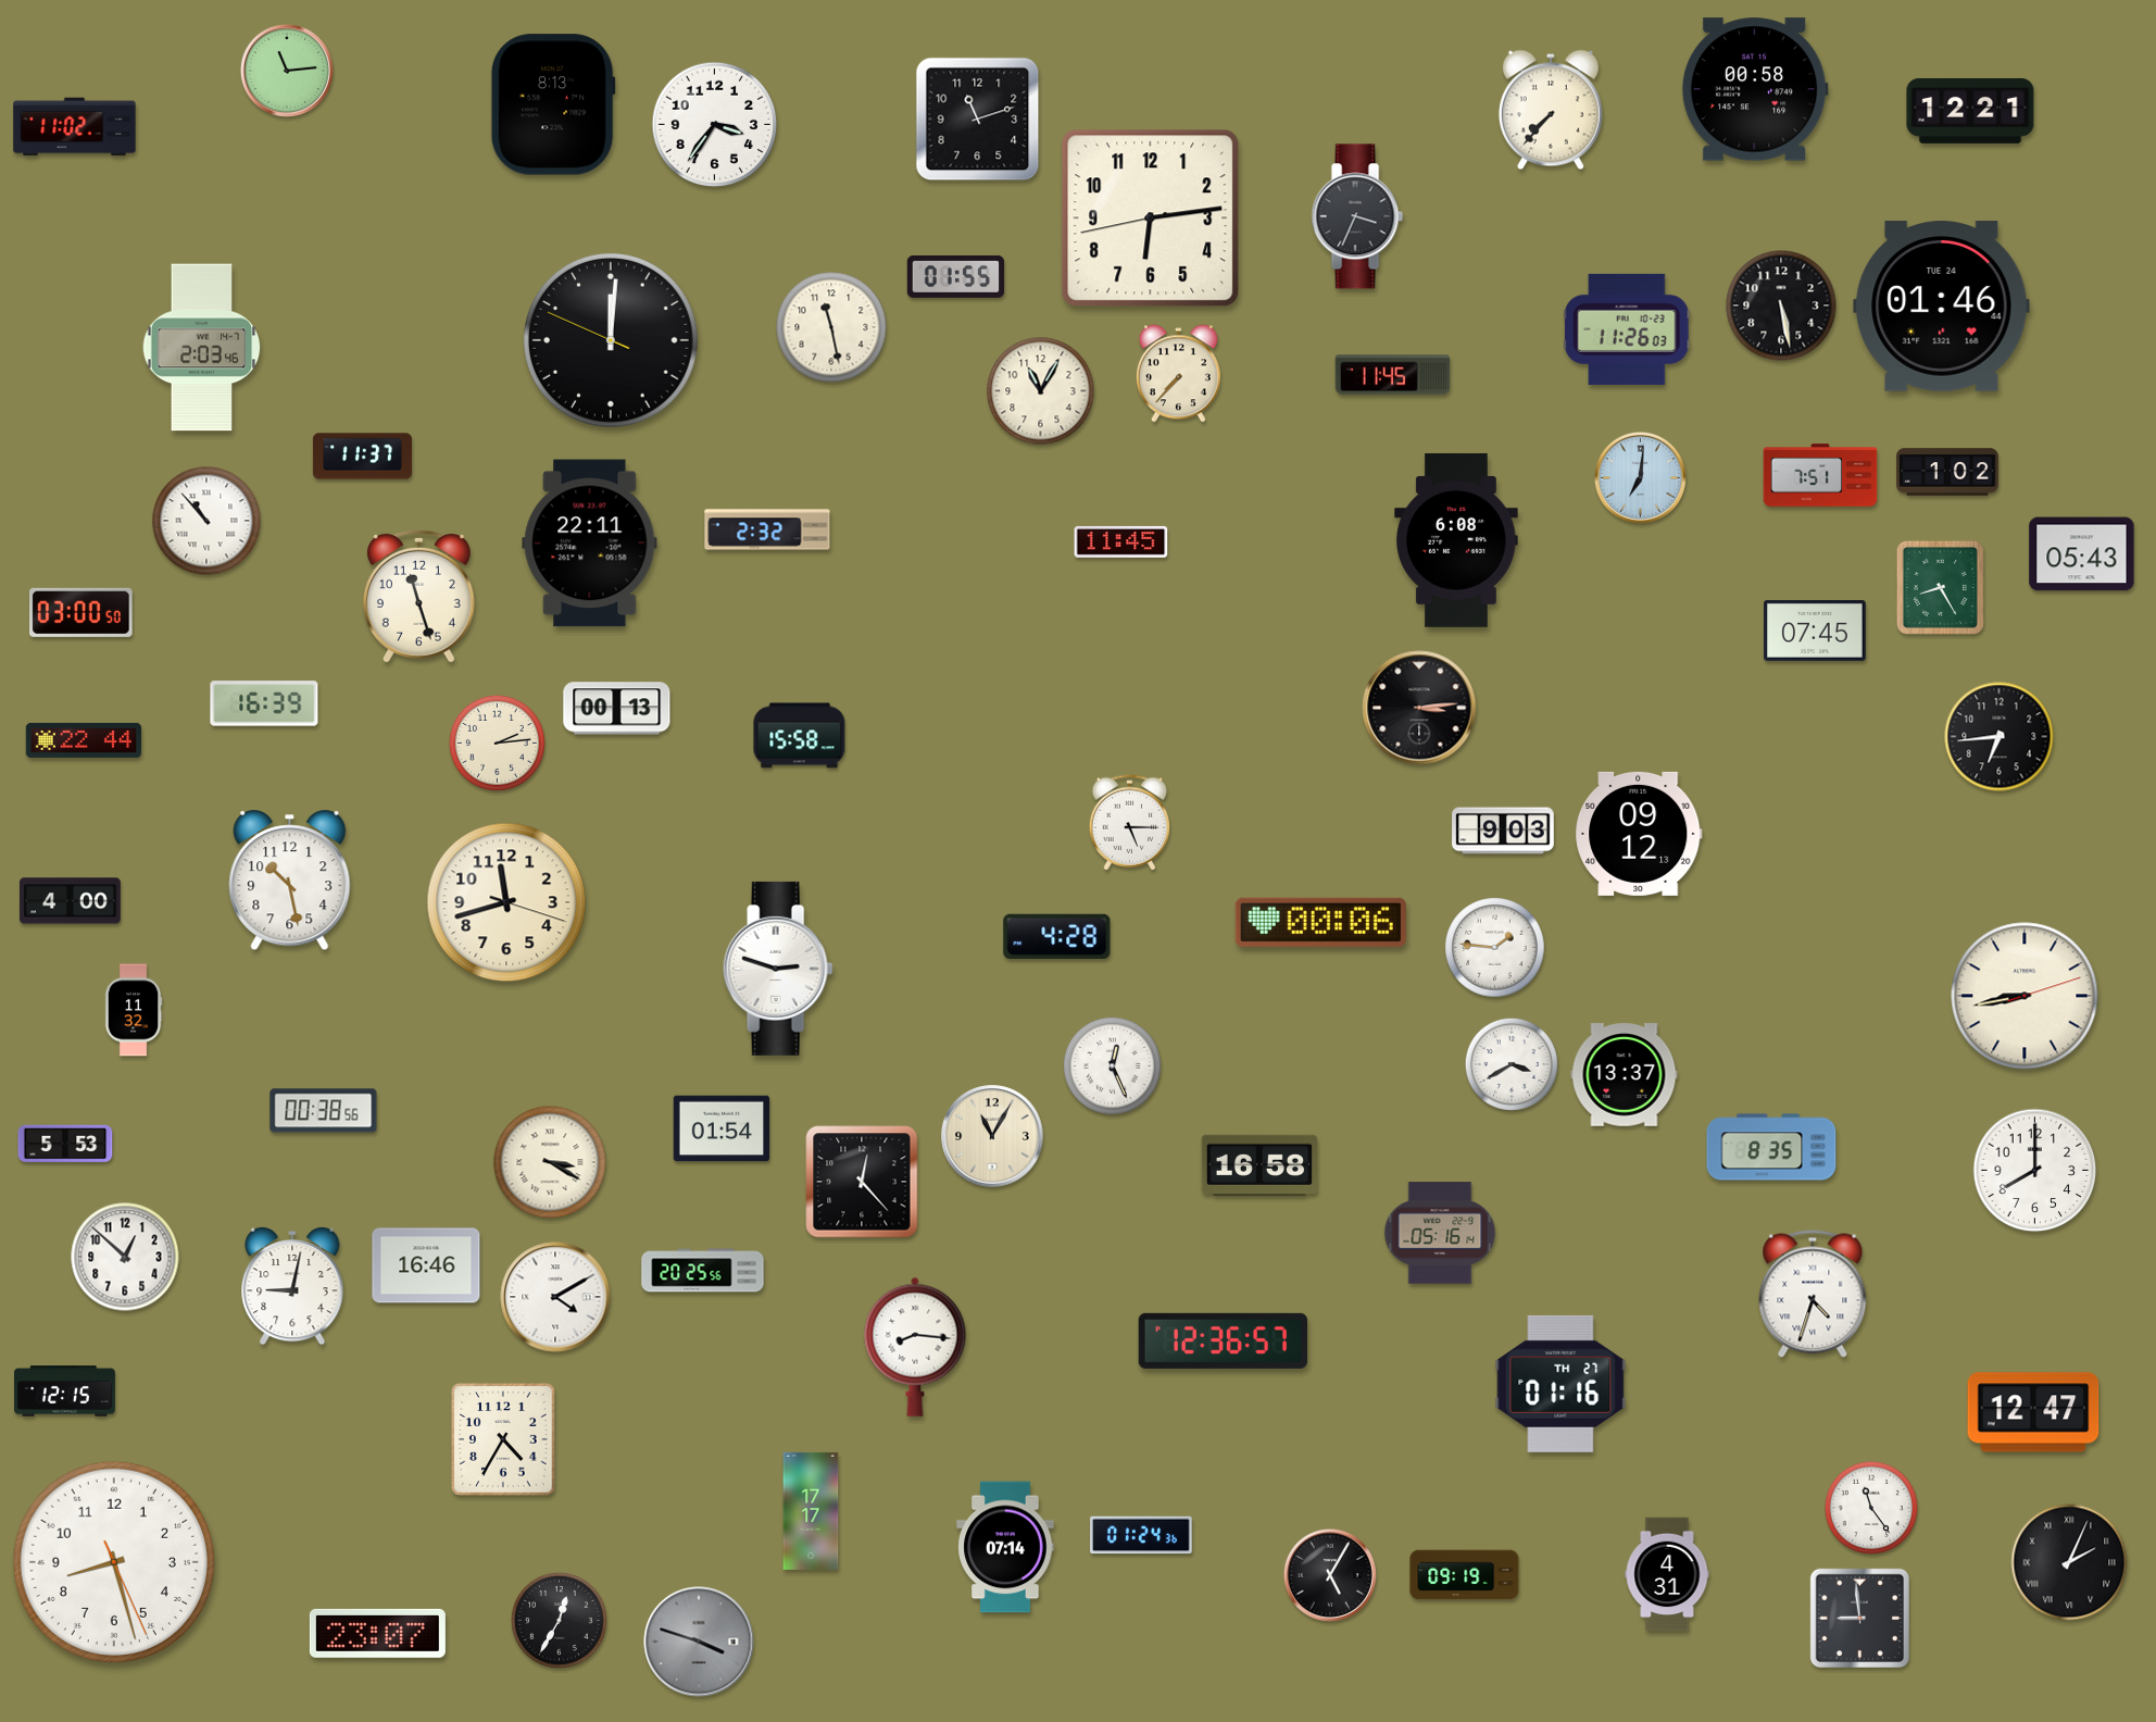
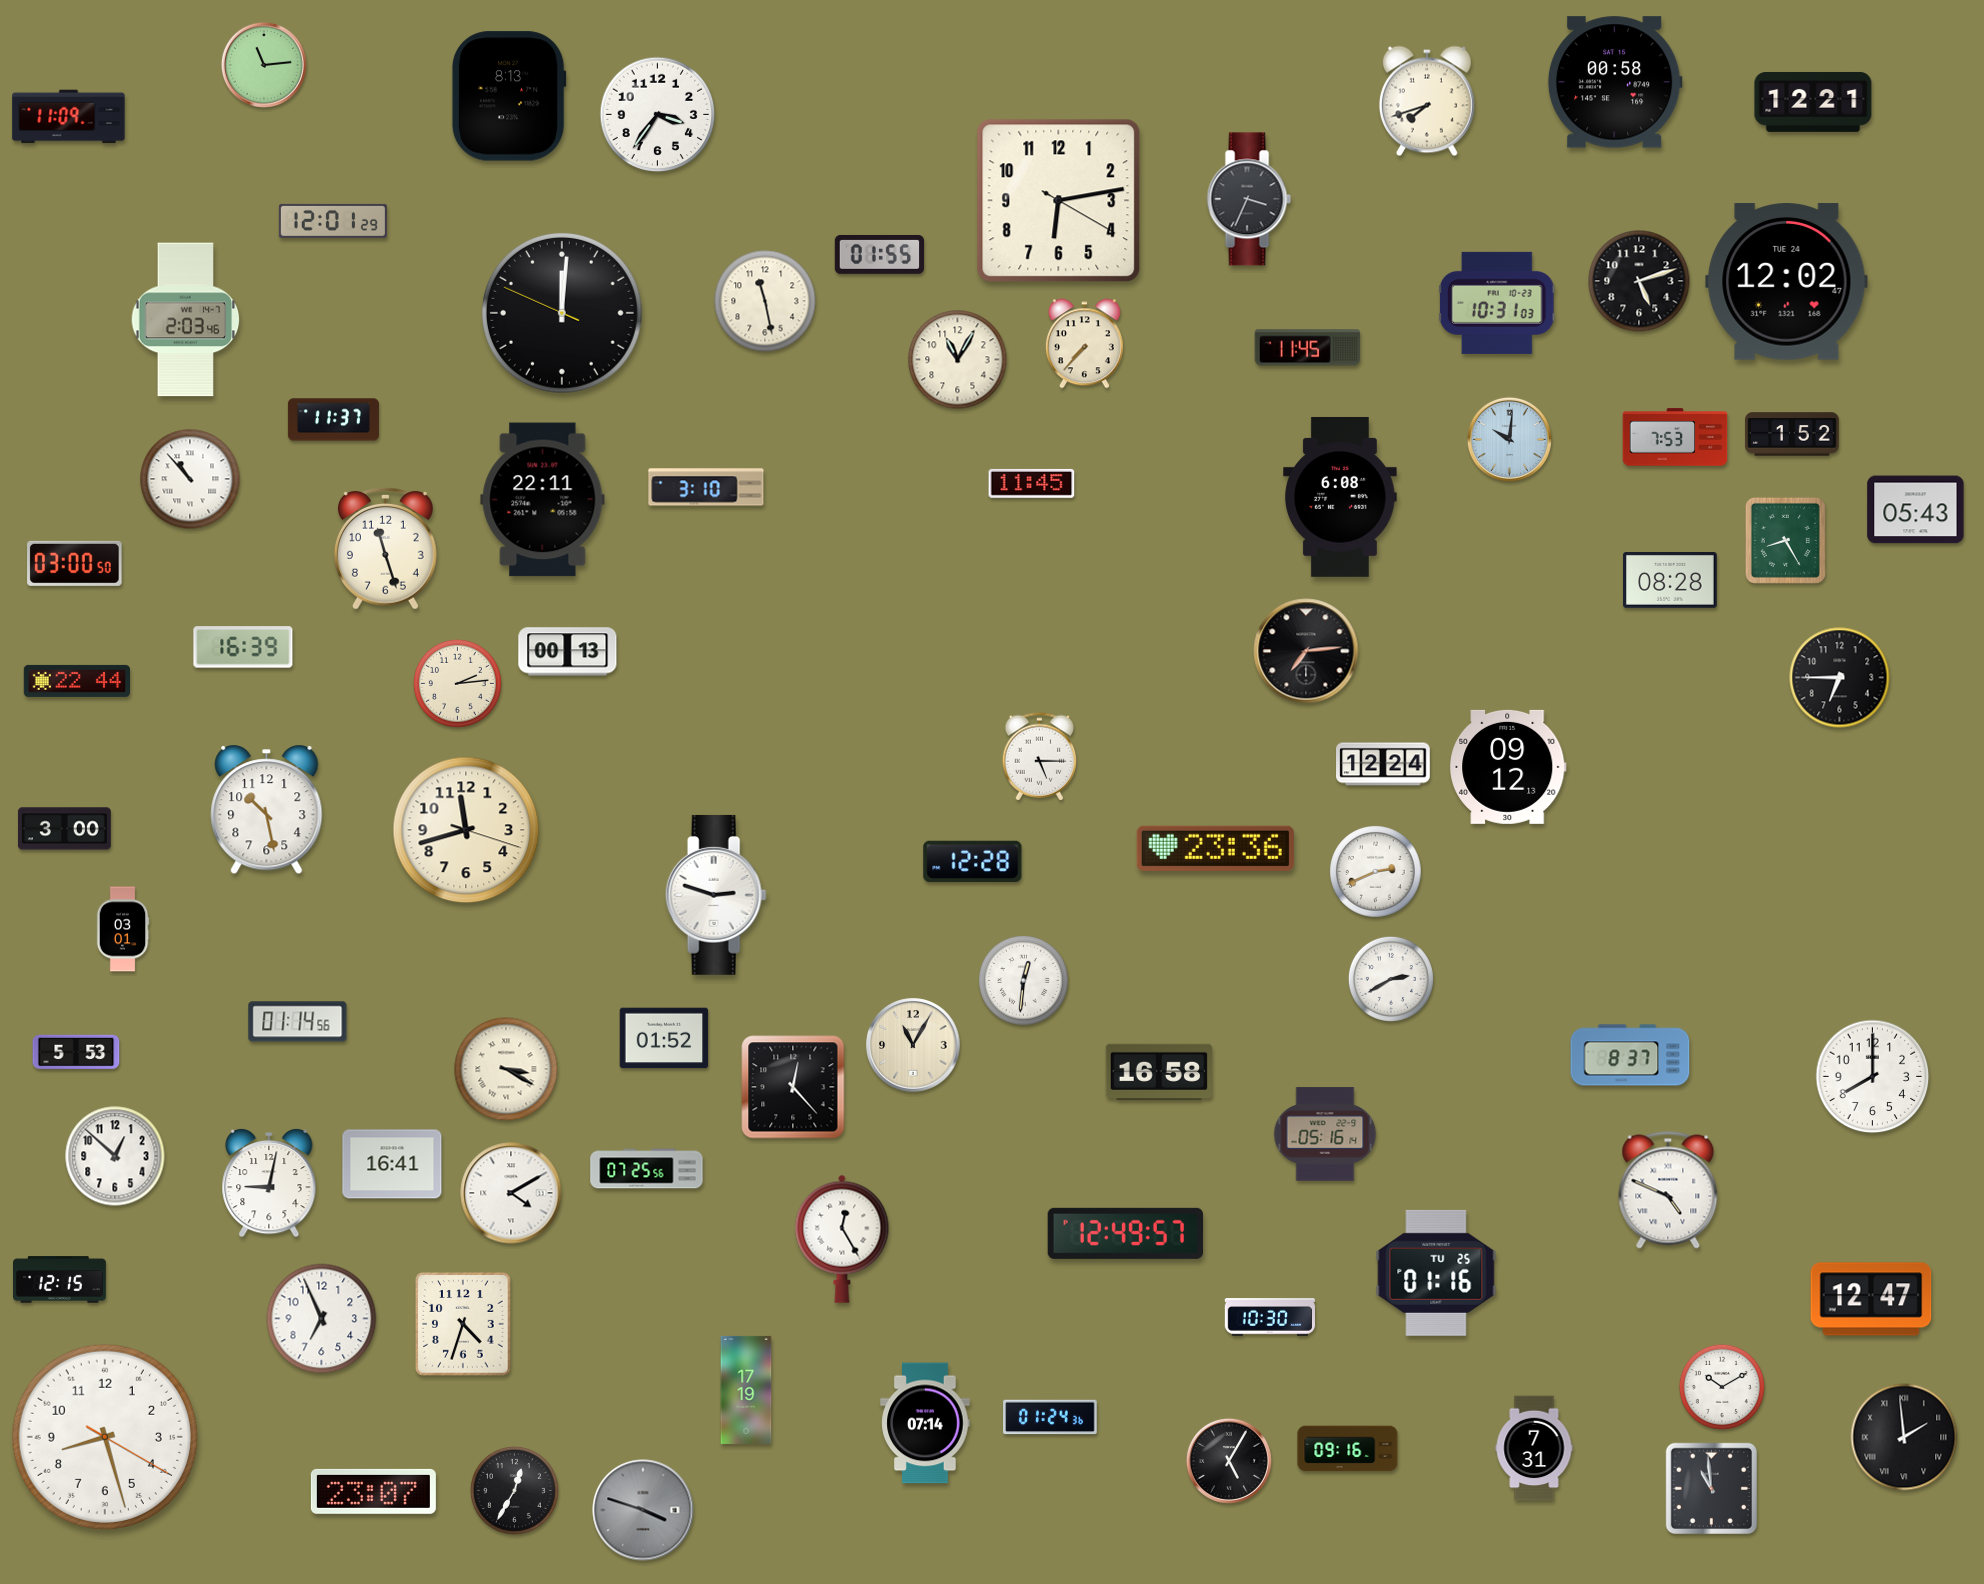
clock at (1551, 110): 7:37 -> 7:42
clock at (978, 120): 11:12 -> none
clock at (75, 127): 11:02 -> 11:09
clock at (1151, 219): 6:13:43 -> 6:13:20
clock at (333, 221): none -> 12:01
clock at (1781, 305): 5:28 -> 5:12
clock at (1942, 307): 01:46 -> 12:02
clock at (1627, 329): 11:26 -> 10:31
clock at (1393, 375) position: (1393, 375) -> (1308, 348)
clock at (1947, 472): 1:02 -> 1:52
clock at (1820, 475): 7:51 -> 7:53
clock at (1640, 477): 7:01 -> 10:01
clock at (767, 529): 2:32 -> 3:10
clock at (1121, 541) position: (1121, 541) -> (1032, 483)
clock at (1815, 632): 07:45 -> 08:28
clock at (1419, 708): 3:14 -> 7:14
clock at (800, 736): 15:58 -> none
clock at (2000, 737): 6:44 -> 6:45
clock at (1503, 831): 9:03 -> 12:24
clock at (70, 901): 4:00 -> 3:00
clock at (1320, 922): 00:06 -> 23:36
clock at (1057, 936): 4:28 -> 12:28
clock at (1495, 948): 1:46 -> 2:41
clock at (778, 969) position: (778, 969) -> (716, 895)
clock at (2025, 996): 8:43 -> none
clock at (134, 1010): 11:32 -> 03:01
clock at (1512, 1064): 3:40 -> 2:40
clock at (1113, 1066): 12:26 -> 12:31
clock at (1625, 1075): 13:37 -> none
clock at (324, 1111): 00:38 -> 01:14
clock at (722, 1128): 01:54 -> 01:52
clock at (65, 1144) position: (65, 1144) -> (76, 1052)
clock at (1771, 1147): 8:35 -> 8:37
clock at (426, 1265): 16:46 -> 16:41
clock at (703, 1271): 20:25 -> 07:25
clock at (1813, 1294): 4:33 -> 4:49
clock at (1223, 1340): 12:36 -> 12:49
clock at (915, 1347): 8:16 -> 12:25
clock at (1560, 1384) date: TH 27 -> TU 25
clock at (1270, 1317): none -> 10:30
clock at (322, 1319): none -> 6:56
clock at (503, 1439): 4:35 -> 4:33
clock at (1871, 1508): 11:24 -> 10:10
clock at (811, 1511): 17:17 -> 17:19
clock at (1141, 1535) position: (1141, 1535) -> (1050, 1417)
clock at (114, 1562): 8:27:26 -> 8:27:20
clock at (2069, 1562): 2:04 -> 1:59
clock at (1667, 1574): 4:31 -> 7:31
clock at (1330, 1575) position: (1330, 1575) -> (1229, 1461)
clock at (1465, 1575): 09:19 -> 09:16
clock at (1859, 1618): 8:59 -> 10:59
clock at (377, 1633) position: (377, 1633) -> (373, 1491)
